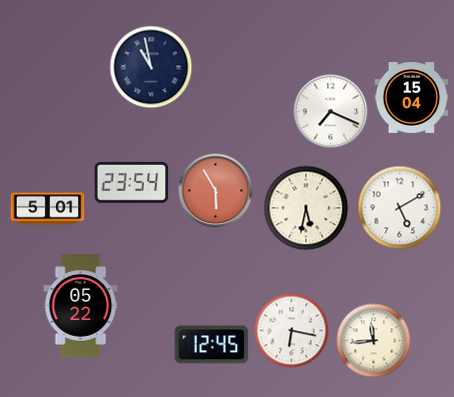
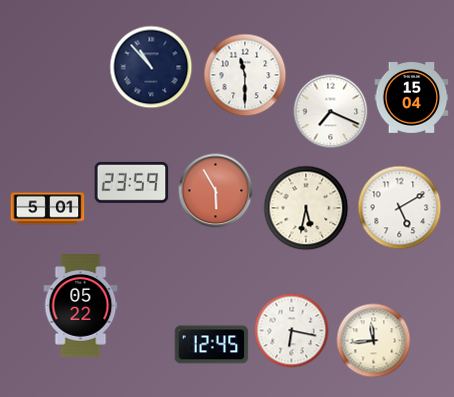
clock at (151, 67): 10:58 -> 10:53
clock at (245, 75): none -> 11:30
clock at (132, 182): 23:54 -> 23:59
